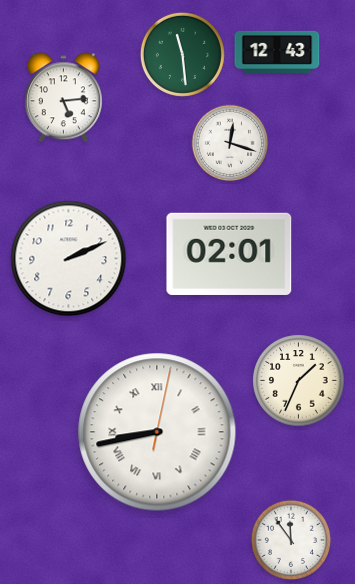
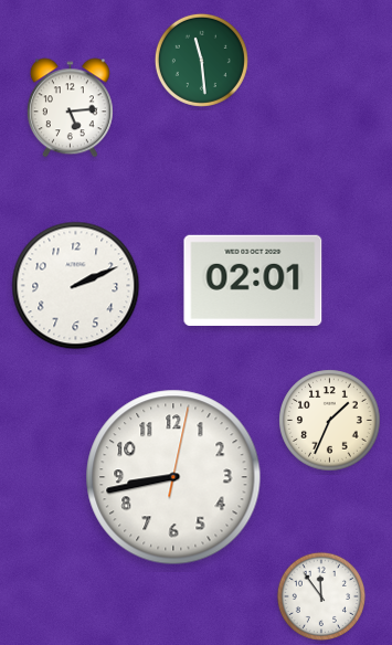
clock at (277, 52): 12:43 -> none
clock at (230, 143): 12:18 -> none
clock at (157, 432) numerals: Roman -> Arabic
